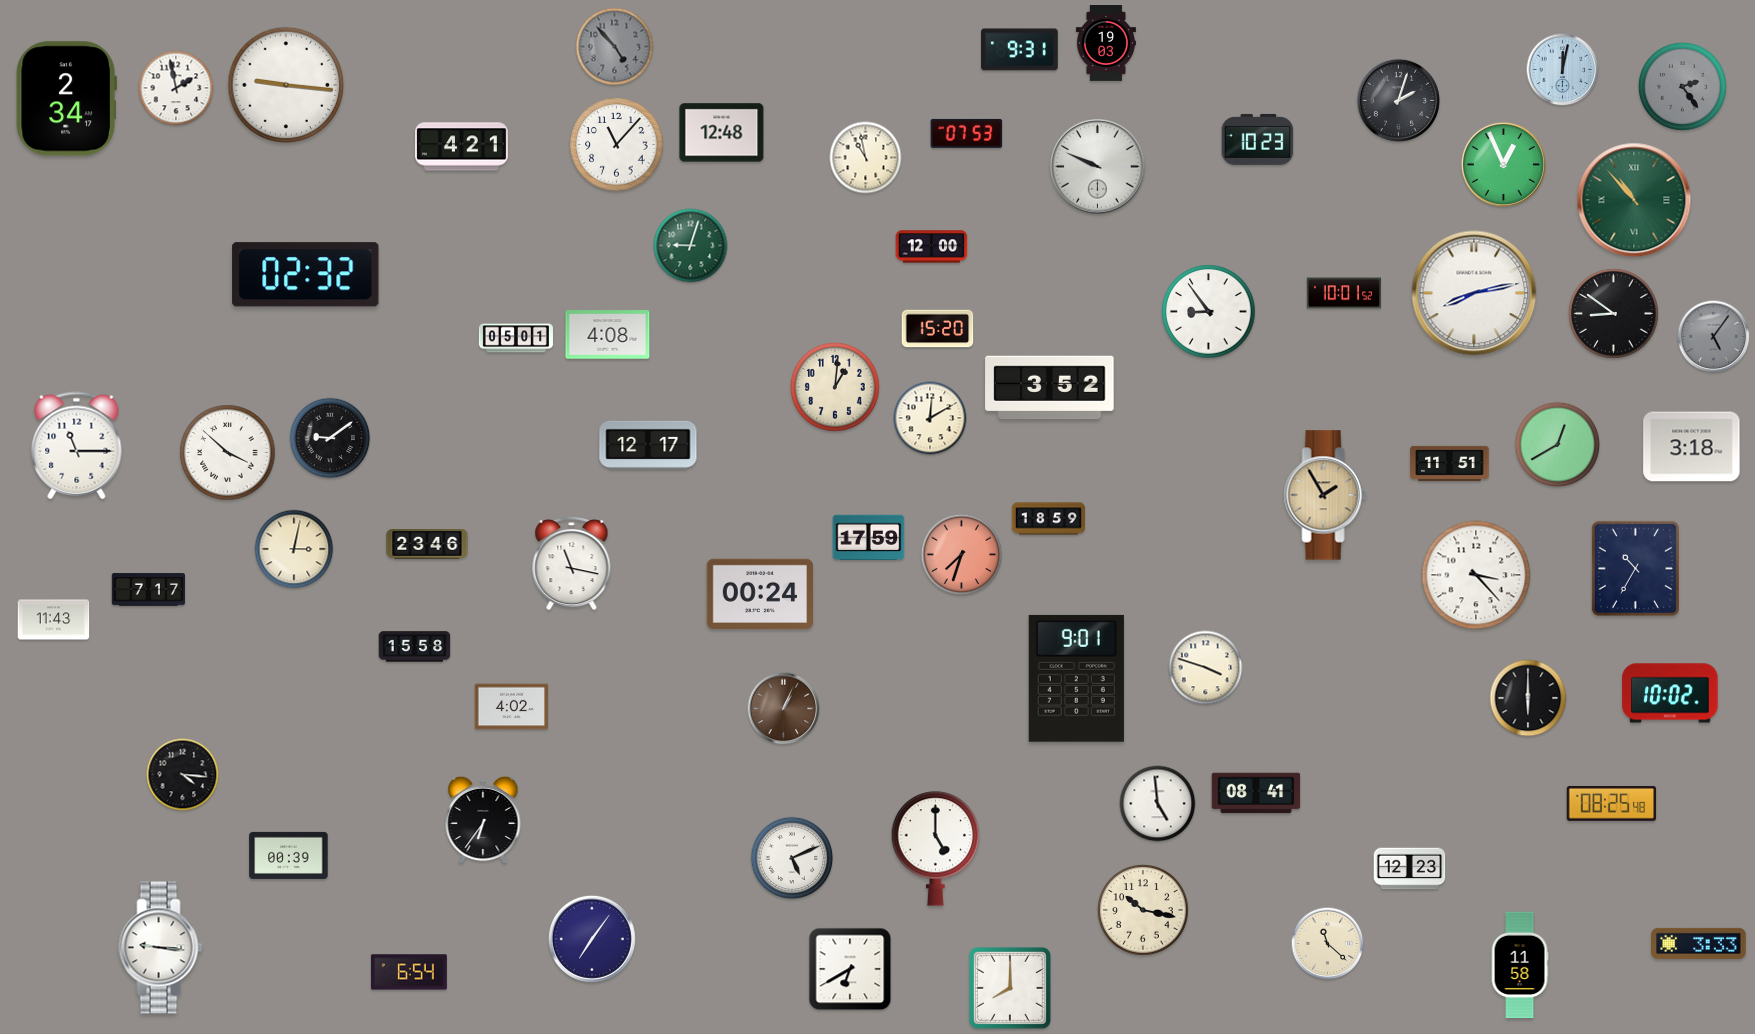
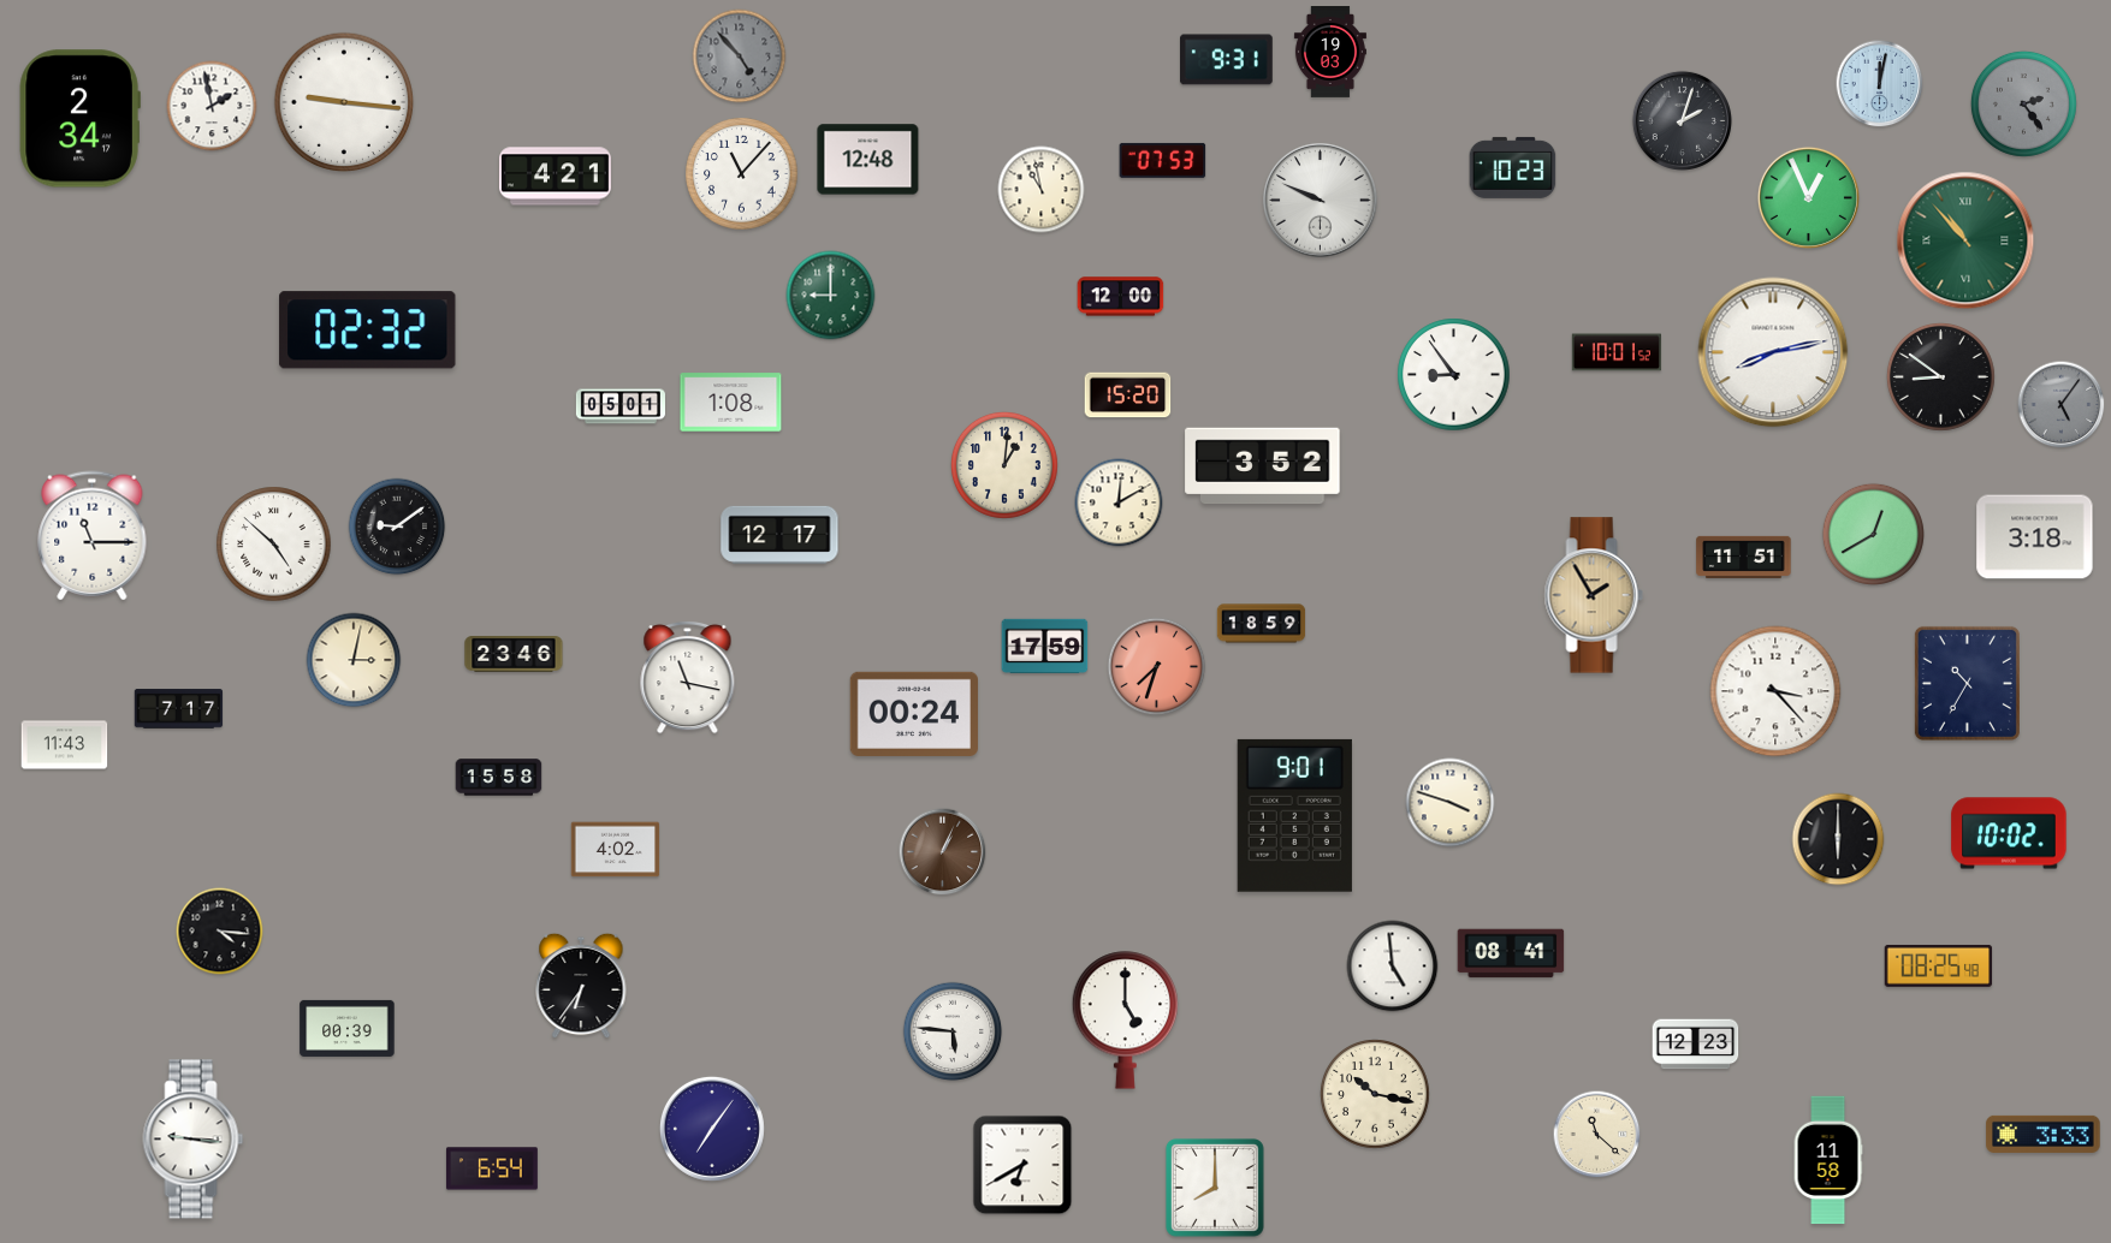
clock at (691, 246): 9:03 -> 9:00
clock at (608, 335): 4:08 -> 1:08
clock at (228, 453): 3:52 -> 4:52
clock at (792, 858): 5:11 -> 5:46
